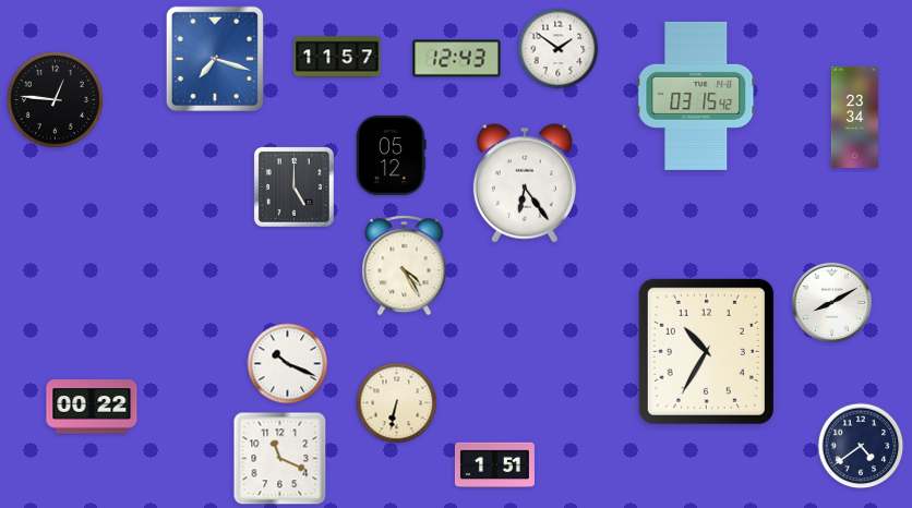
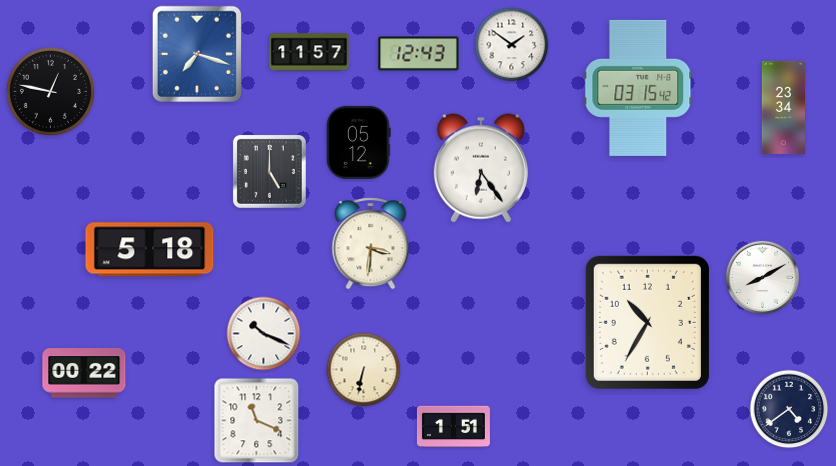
clock at (55, 99): 12:46 -> 12:47
clock at (405, 266): 4:25 -> 3:31
clock at (150, 250): none -> 5:18
